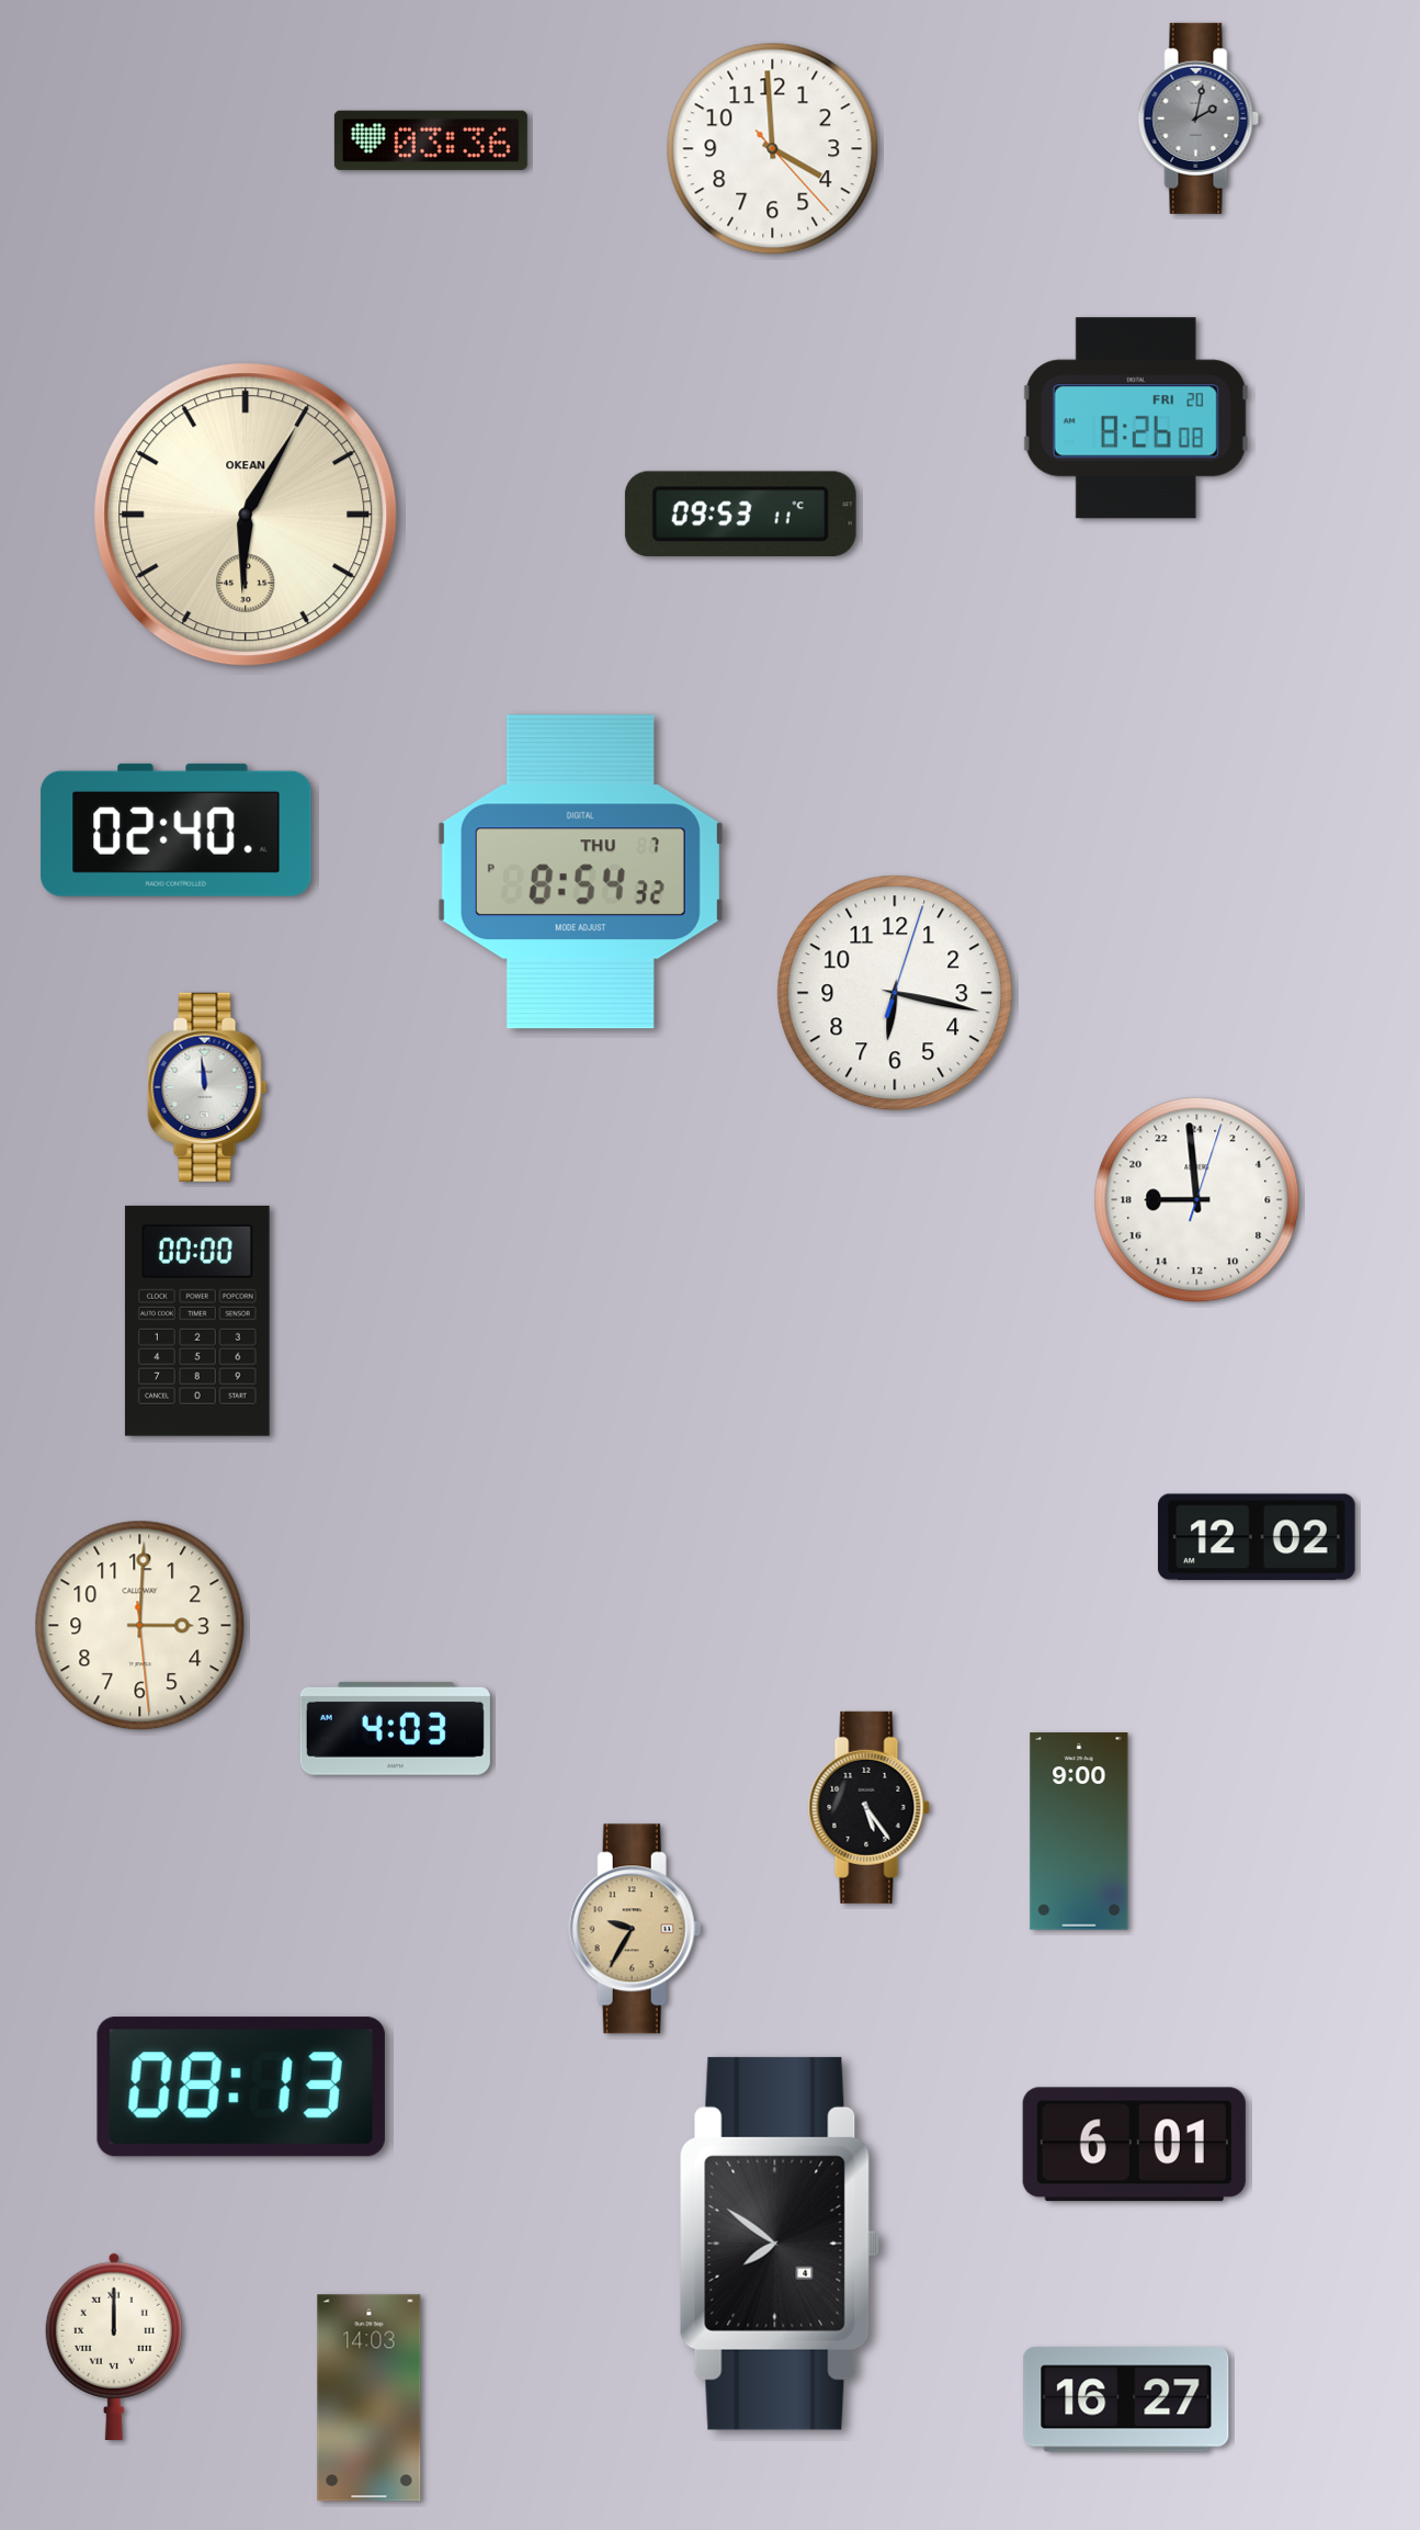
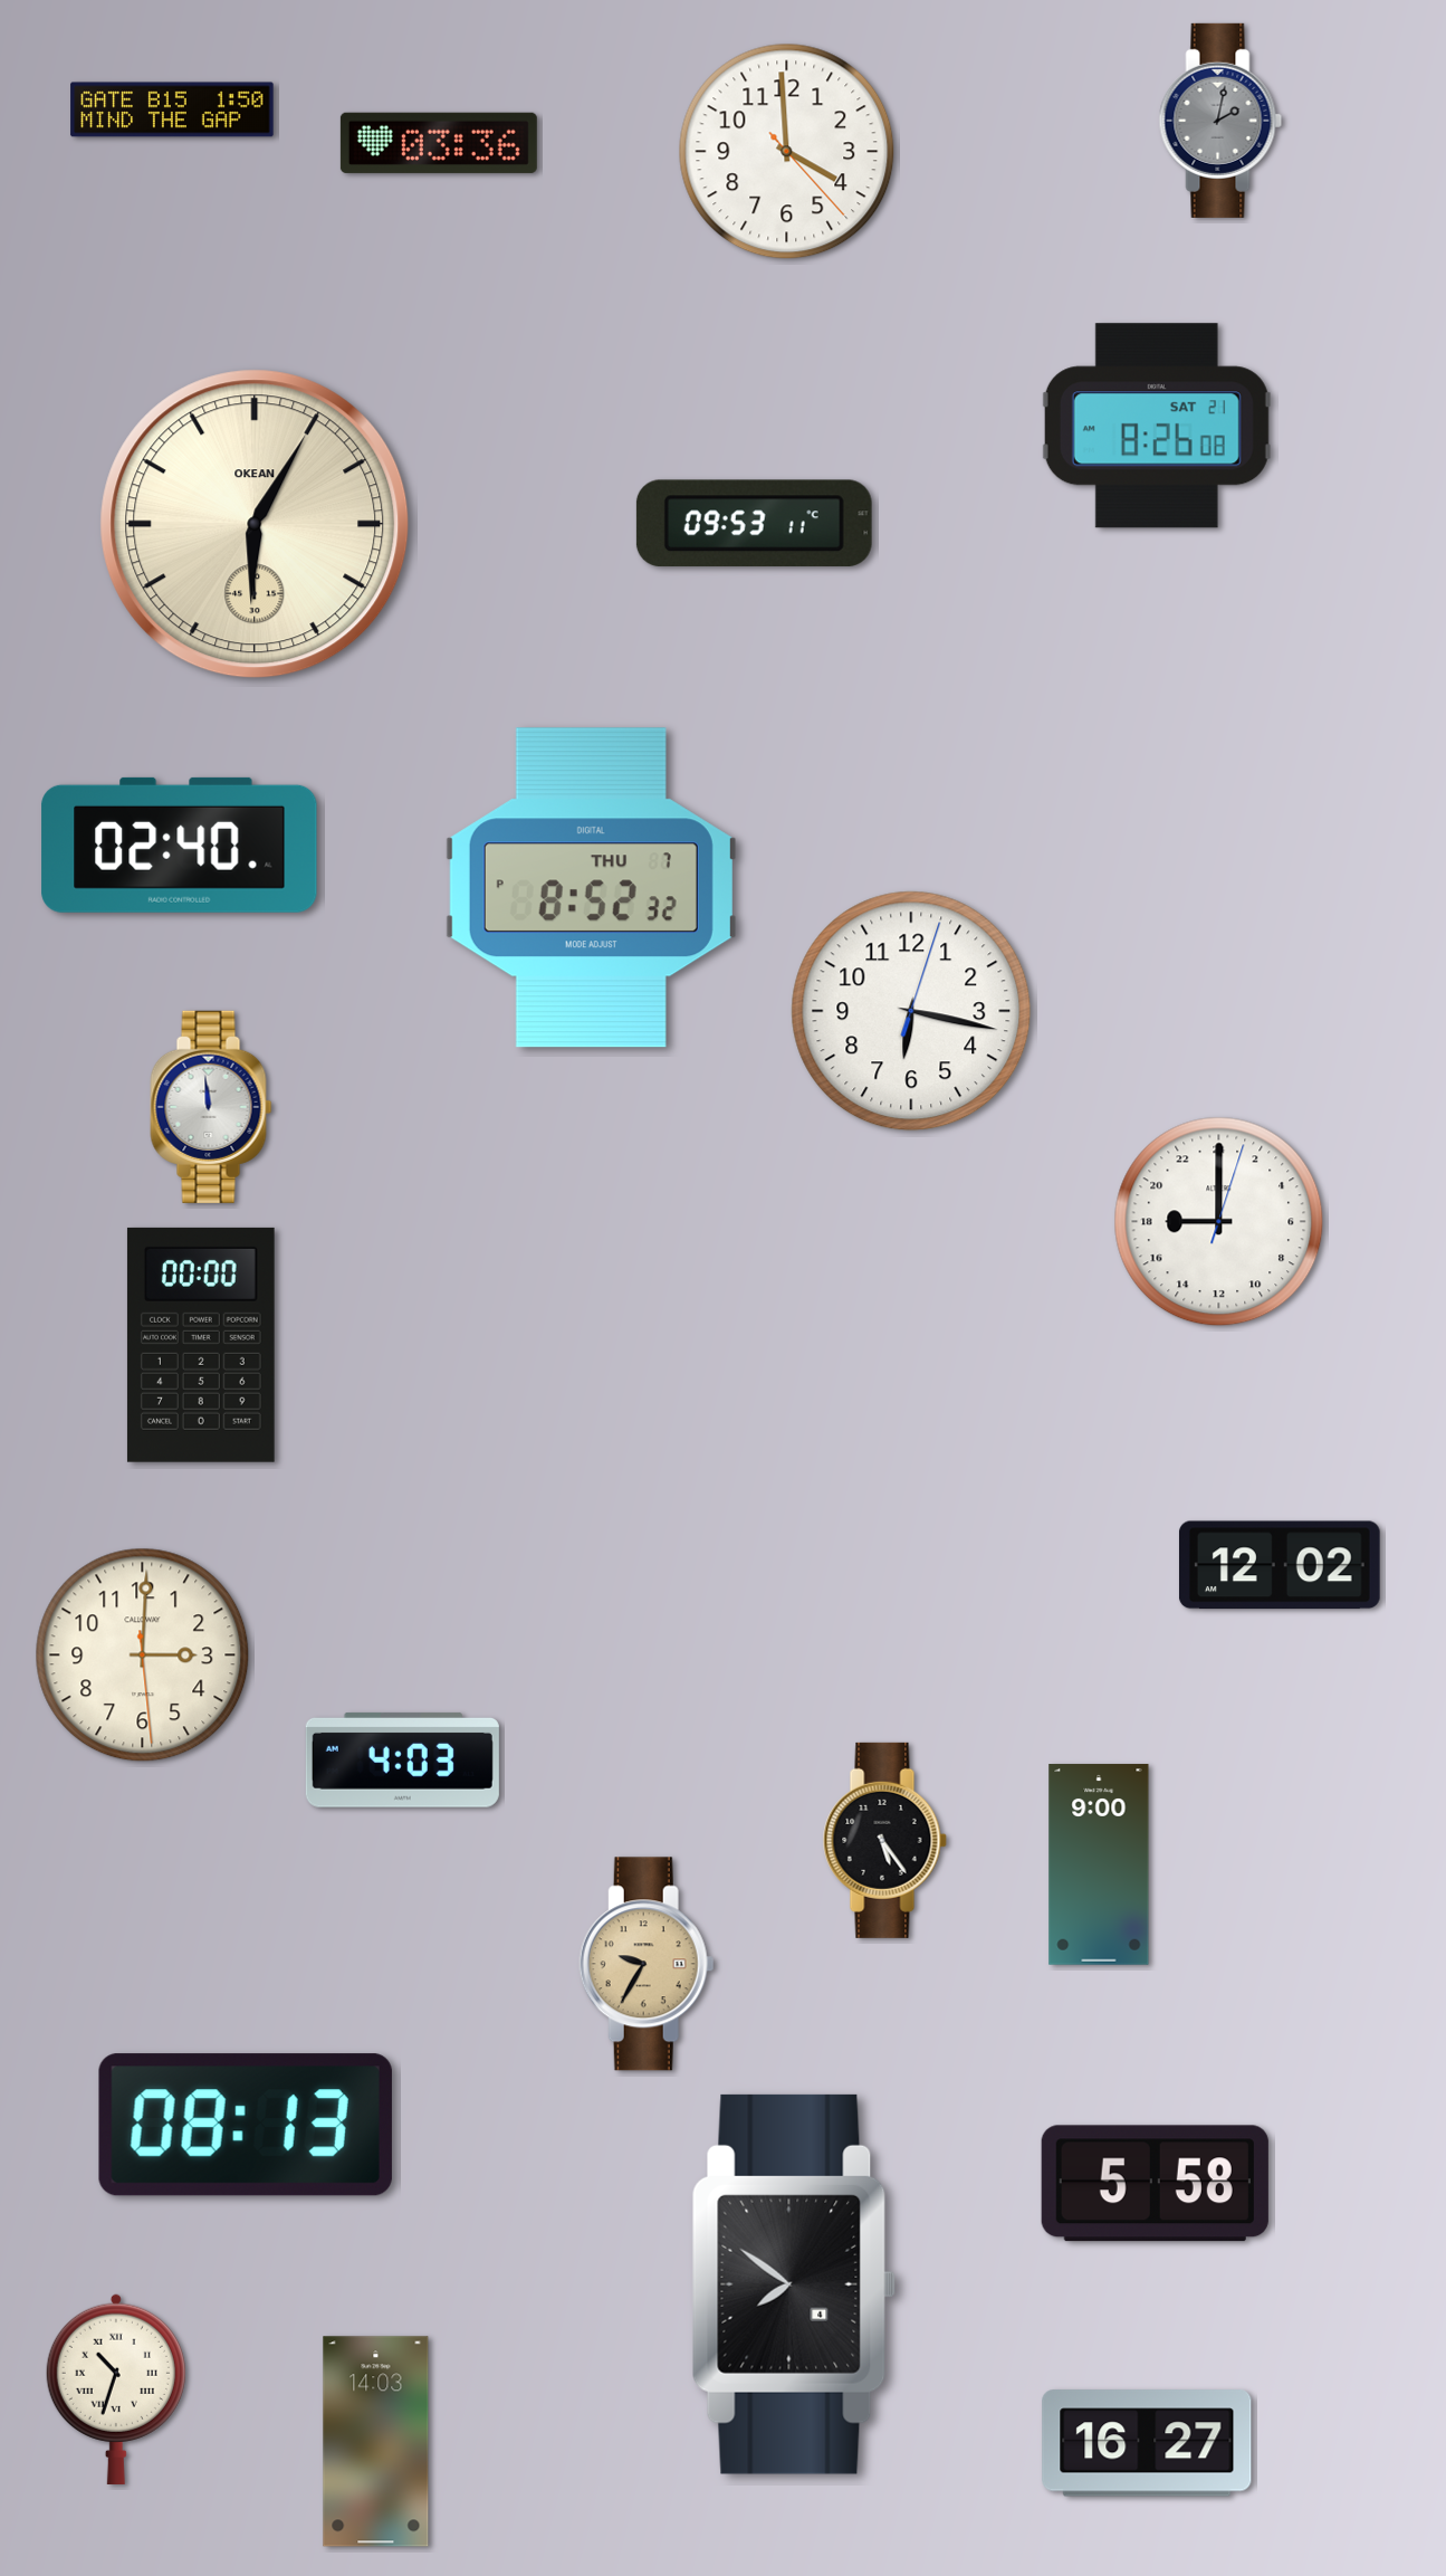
clock at (172, 109): none -> 1:50
clock at (1136, 418) date: FRI 20 -> SAT 21
clock at (246, 515) position: (246, 515) -> (255, 524)
clock at (580, 872): 8:54 -> 8:52
clock at (1197, 1200): 17:59 -> 18:00
clock at (1134, 2145): 6:01 -> 5:58
clock at (114, 2347): 12:00 -> 10:33
